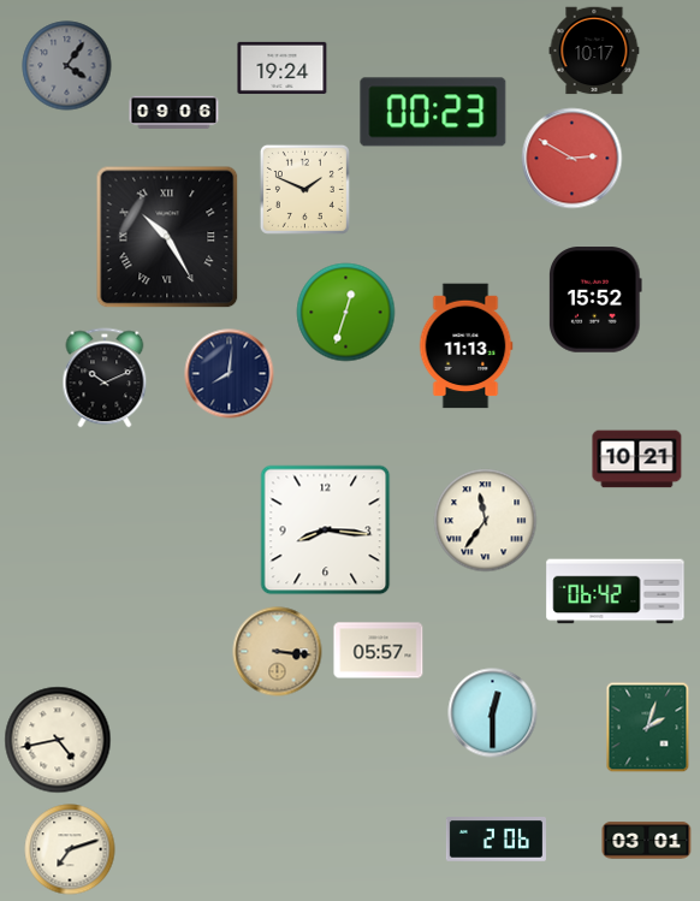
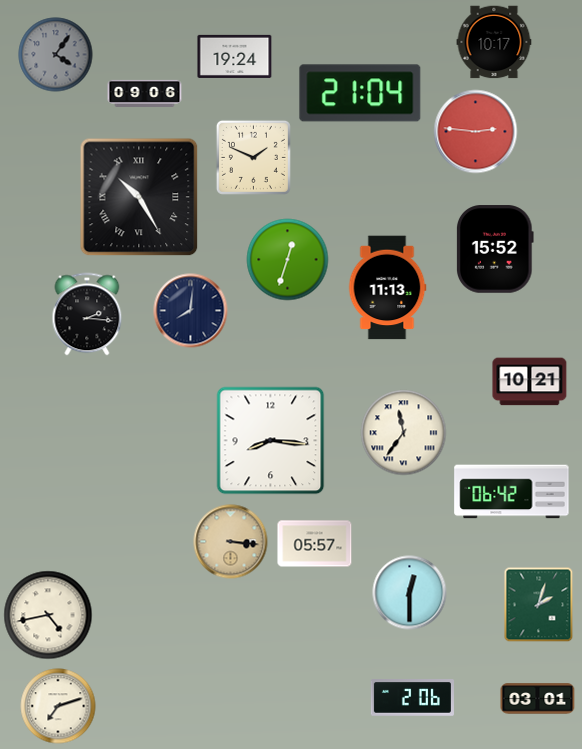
clock at (433, 112): 00:23 -> 21:04
clock at (573, 159): 2:50 -> 2:46
clock at (105, 378): 10:11 -> 2:16
clock at (379, 651) position: (379, 651) -> (315, 544)
